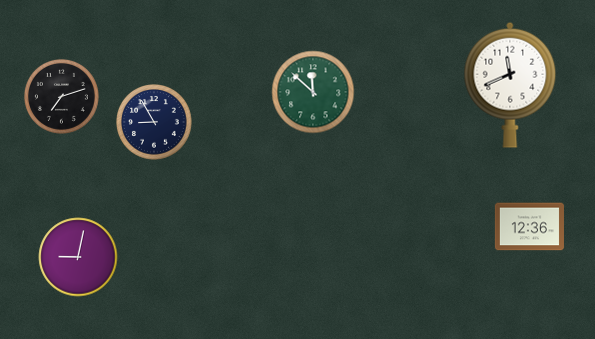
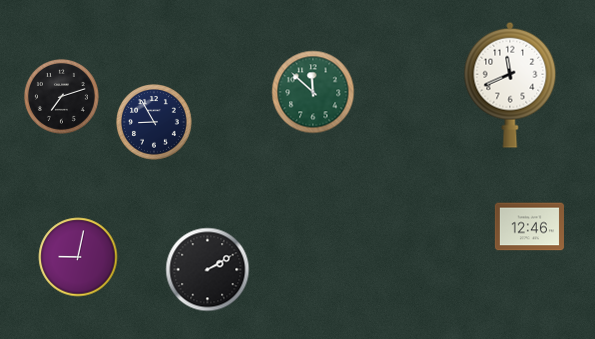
clock at (529, 227): 12:36 -> 12:46
clock at (208, 270): none -> 2:10
